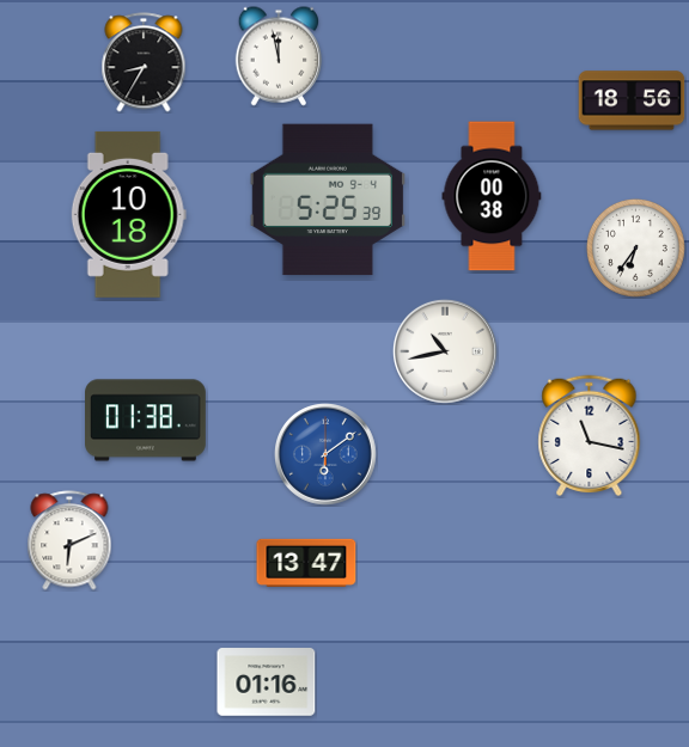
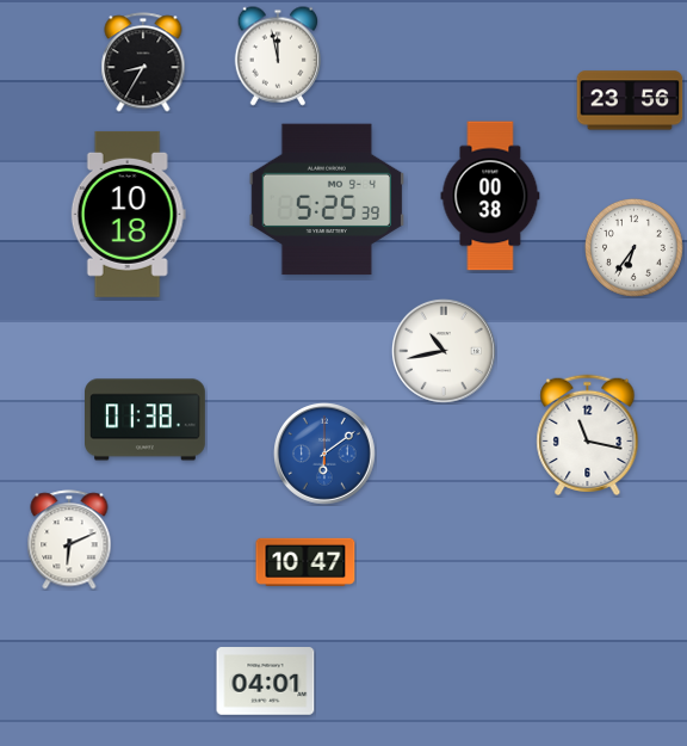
clock at (632, 100): 18:56 -> 23:56
clock at (306, 563): 13:47 -> 10:47
clock at (267, 682): 01:16 -> 04:01
